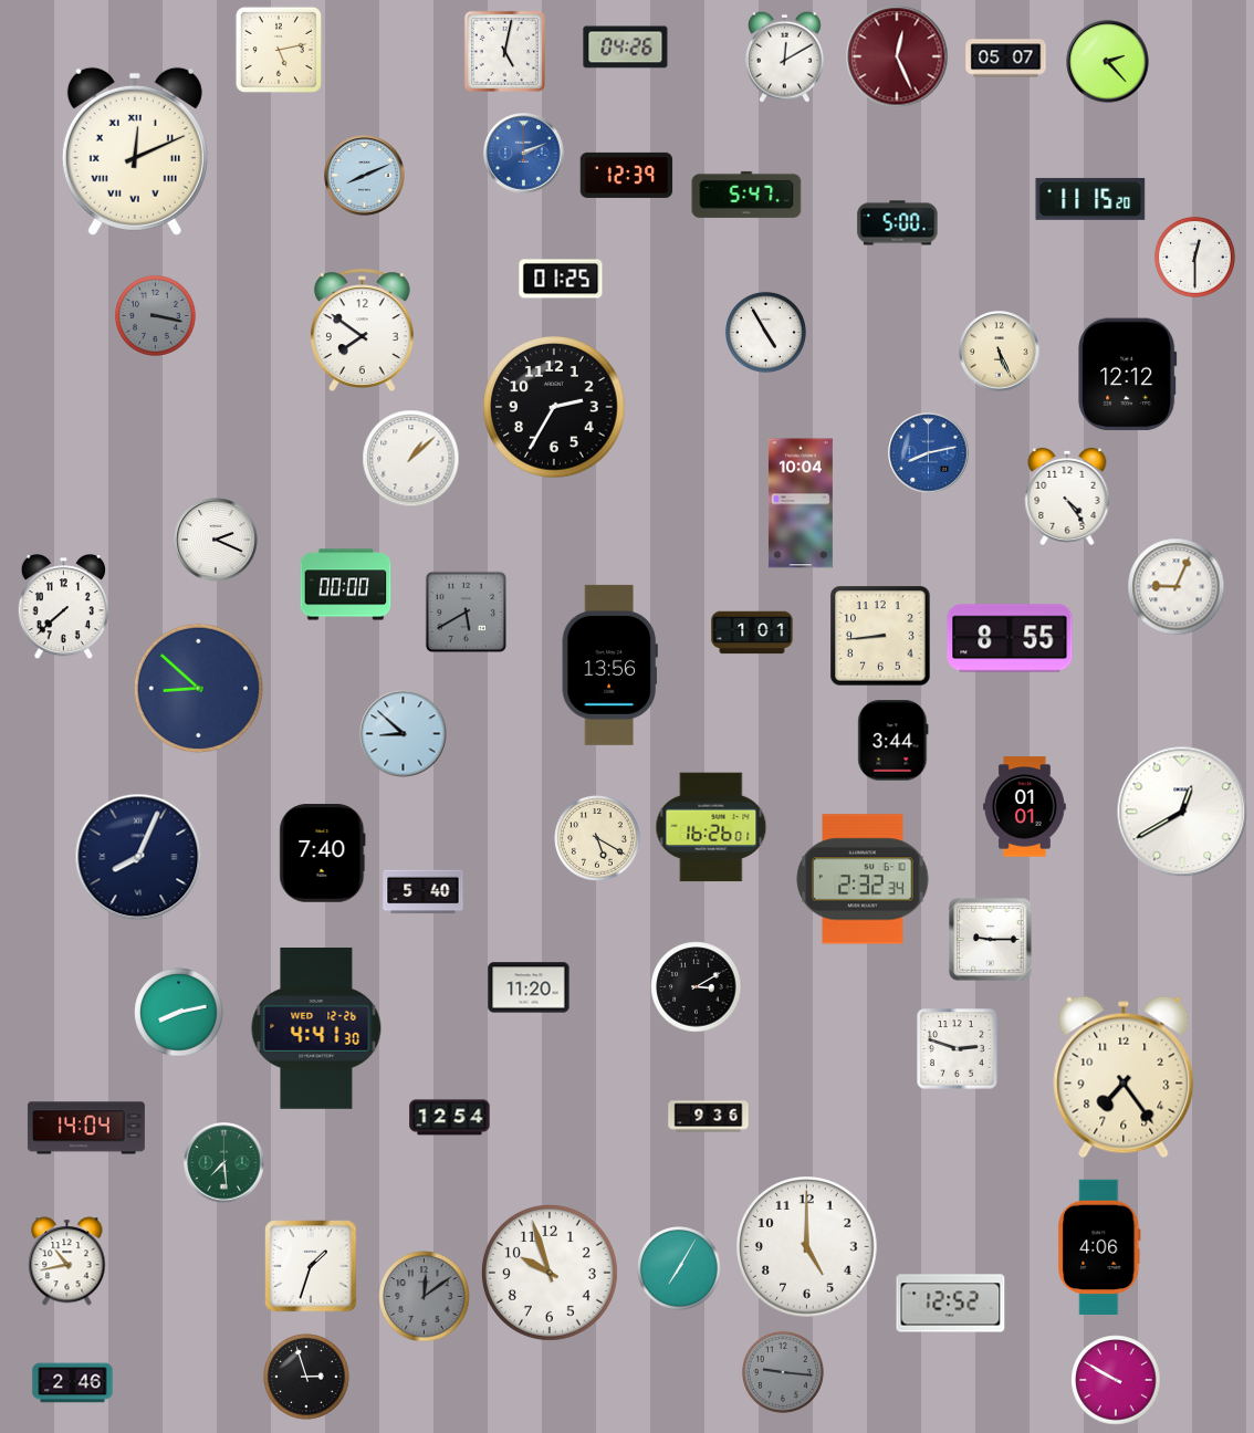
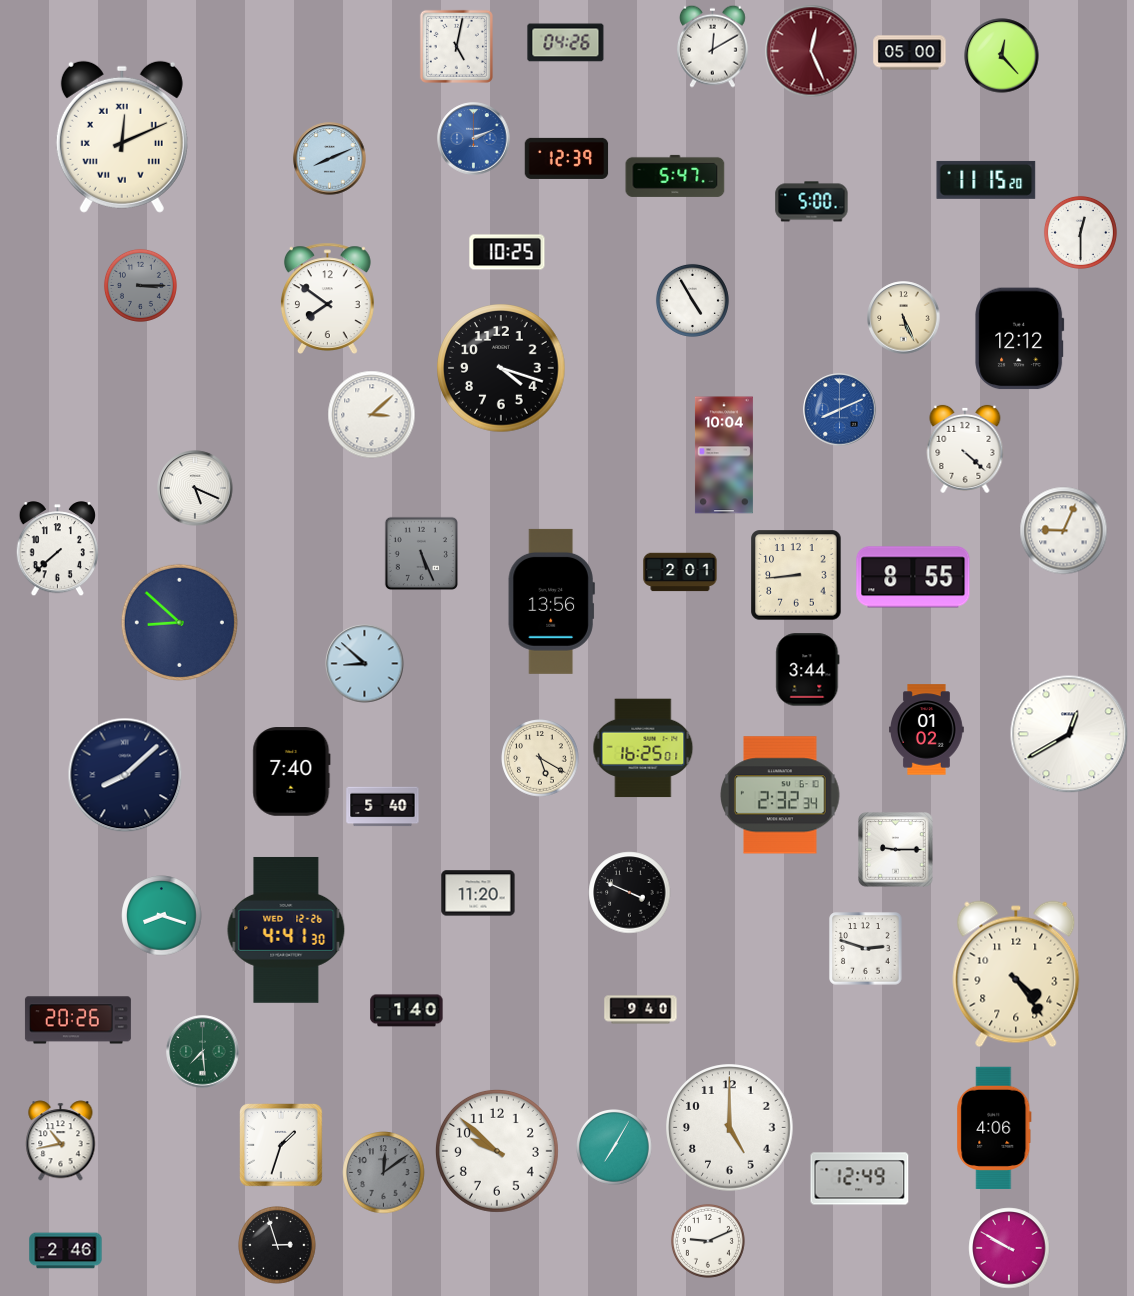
clock at (279, 50): 5:13 -> none
clock at (785, 56) position: (785, 56) -> (713, 46)
clock at (1006, 59): 05:07 -> 05:00
clock at (1108, 62): 2:23 -> 12:23
clock at (561, 279): 01:25 -> 10:25
clock at (155, 315): 3:17 -> 3:15
clock at (554, 407): 2:35 -> 4:18
clock at (929, 453): 8:13 -> 8:11
clock at (411, 459): 1:08 -> 3:08
clock at (1067, 496): 4:24 -> 4:22
clock at (216, 540): 2:19 -> 5:19
clock at (346, 585): 00:00 -> none
clock at (466, 611): 5:40 -> 5:26
clock at (752, 632): 1:01 -> 2:01
clock at (1025, 807): 01:01 -> 01:02
clock at (711, 827): 16:26 -> 16:25
clock at (138, 857): 8:04 -> 8:08
clock at (697, 987): 3:10 -> 3:49
clock at (179, 1013): 8:13 -> 8:18
clock at (1124, 1077): 7:24 -> 4:24
clock at (709, 1117): 9:36 -> 9:40
clock at (450, 1118): 12:54 -> 1:40
clock at (86, 1128): 14:04 -> 20:26
clock at (550, 1273): 9:57 -> 9:52
clock at (951, 1304): 12:52 -> 12:49
clock at (783, 1372): 9:16 -> 9:11
clock at (783, 1372) dial: grey -> white
